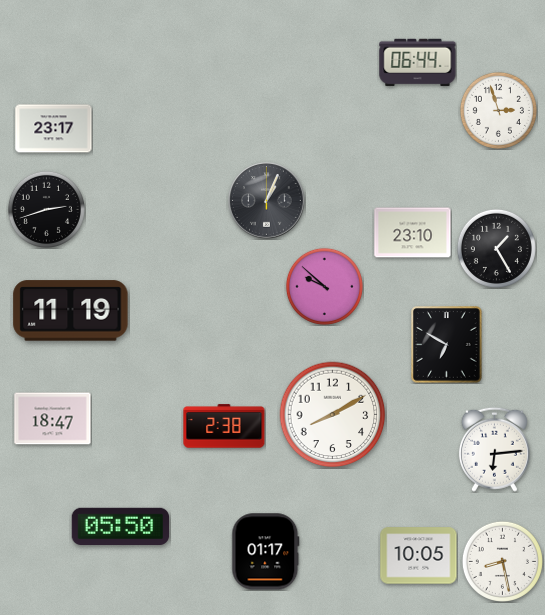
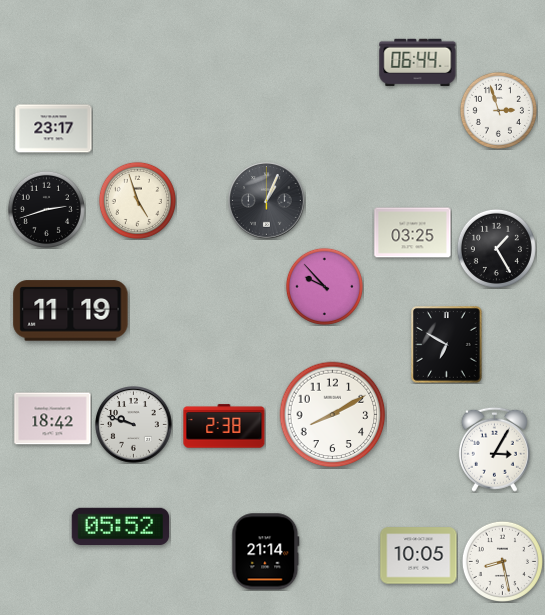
clock at (137, 200): none -> 4:57
clock at (413, 233): 23:10 -> 03:25
clock at (324, 286): 9:52 -> 9:53
clock at (53, 419): 18:47 -> 18:42
clock at (134, 425): none -> 9:48
clock at (494, 449): 6:14 -> 3:05
clock at (121, 526): 05:50 -> 05:52
clock at (266, 552): 01:17 -> 21:14
